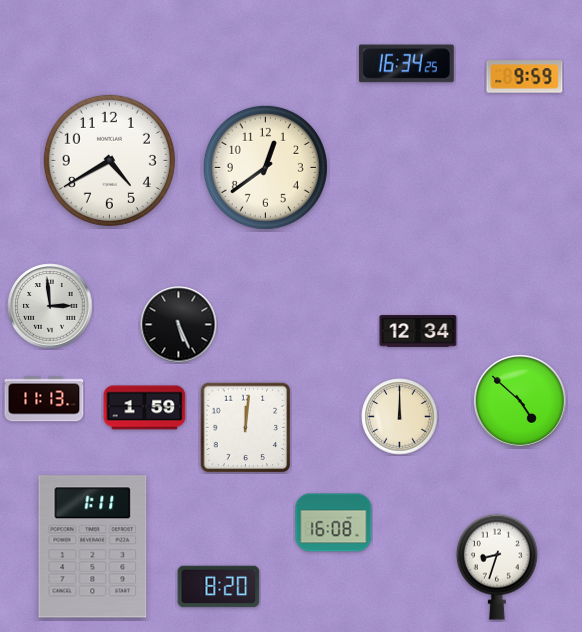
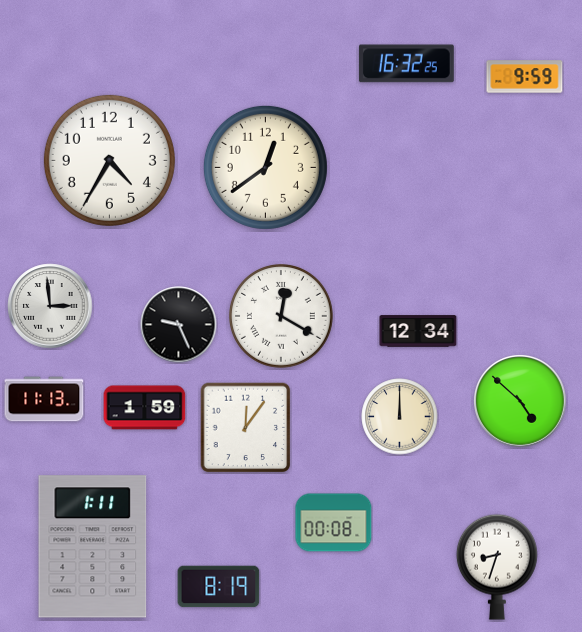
clock at (406, 64): 16:34 -> 16:32
clock at (109, 160): 4:40 -> 4:35
clock at (281, 316): none -> 12:20
clock at (179, 325): 5:26 -> 9:26
clock at (246, 428): 12:01 -> 12:06
clock at (334, 523): 16:08 -> 00:08
clock at (219, 587): 8:20 -> 8:19
